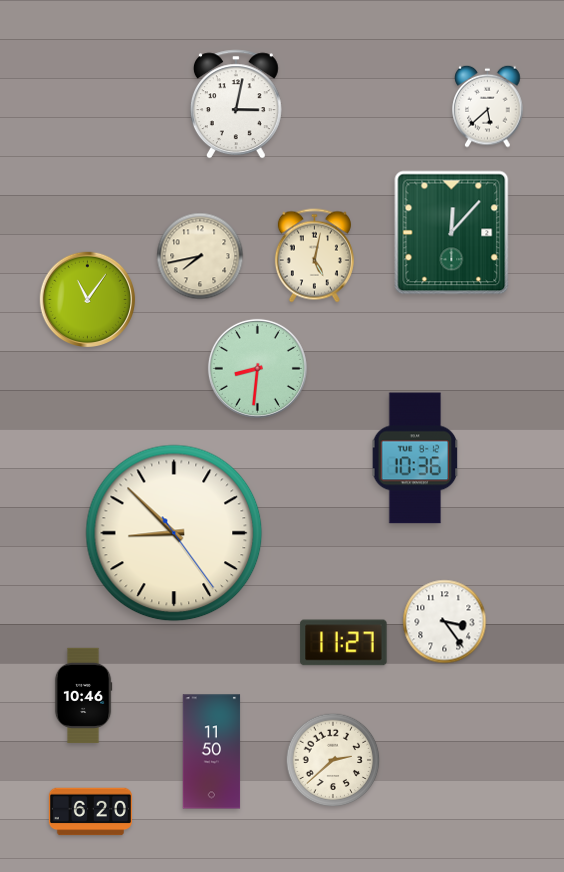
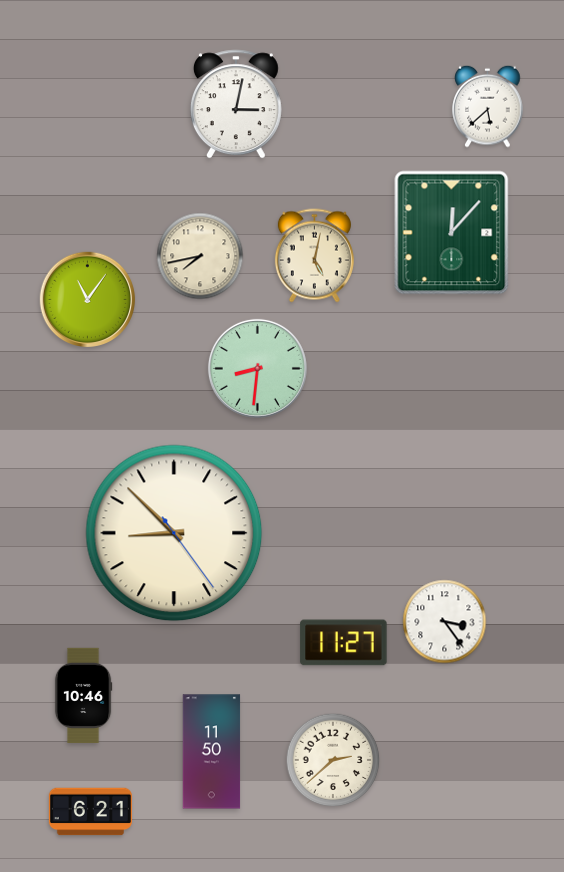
clock at (415, 458): 10:36 -> none
clock at (90, 812): 6:20 -> 6:21
